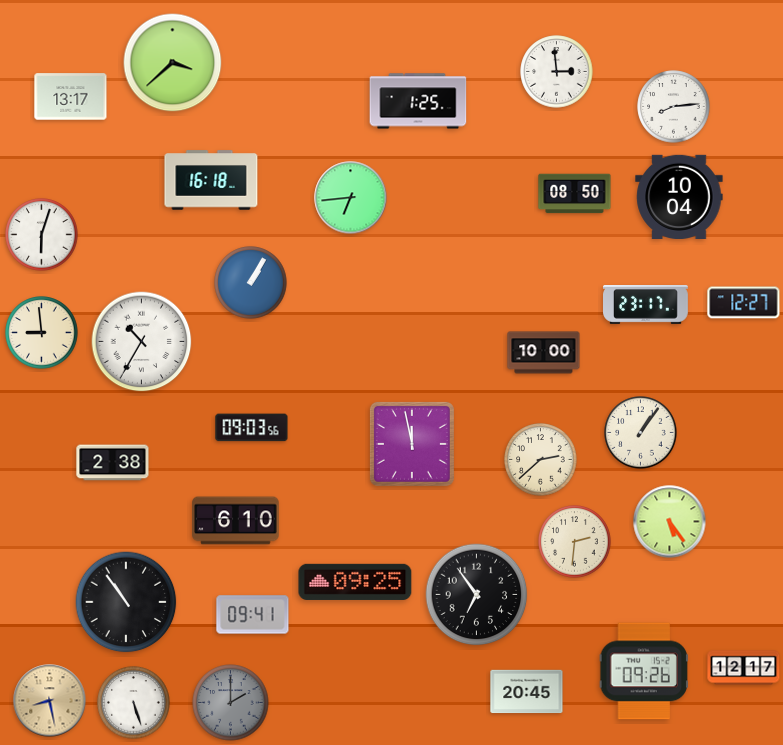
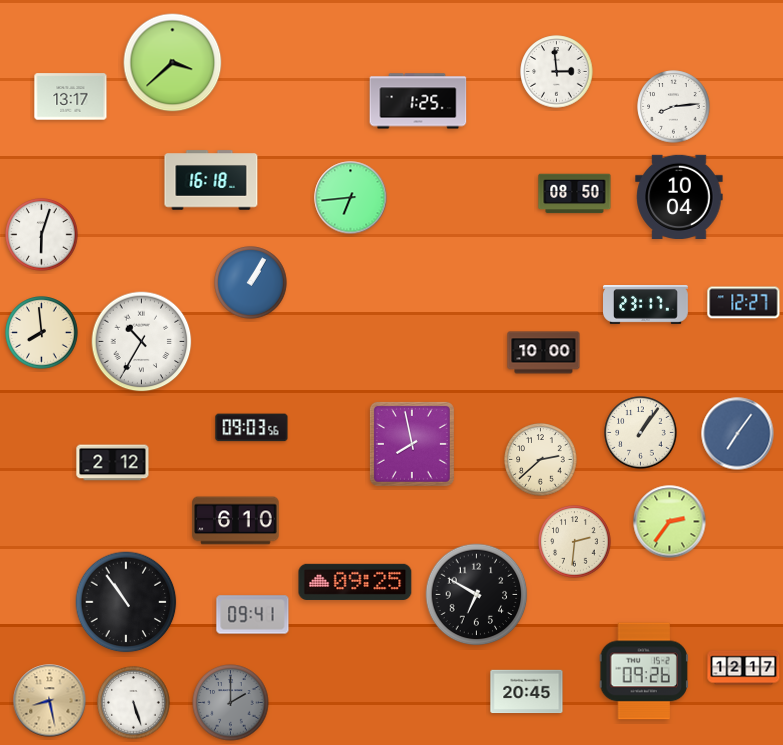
clock at (42, 333): 8:59 -> 7:59
clock at (738, 434): none -> 7:06
clock at (412, 444): 11:58 -> 7:58
clock at (113, 463): 2:38 -> 2:12
clock at (670, 522): 5:24 -> 2:36
clock at (477, 595): 6:54 -> 6:50
